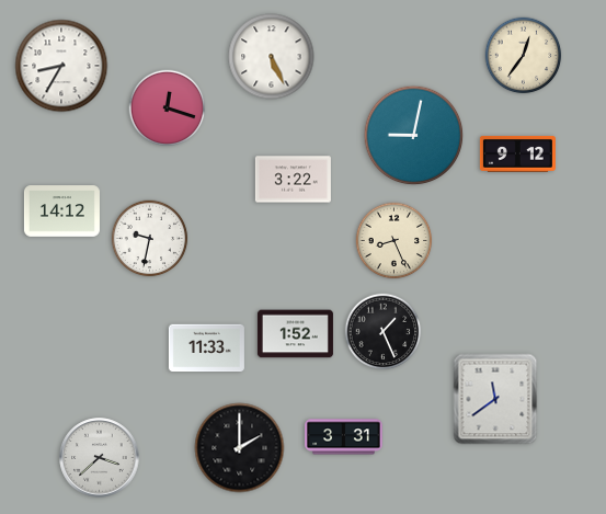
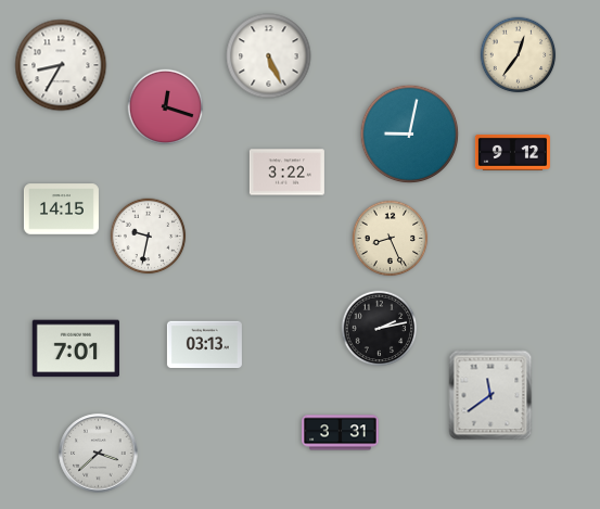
clock at (293, 180) position: (293, 180) -> (286, 173)
clock at (61, 212): 14:12 -> 14:15
clock at (384, 332): 1:26 -> 2:13
clock at (295, 334): 1:52 -> none
clock at (206, 349): 11:33 -> 03:13
clock at (75, 348): none -> 7:01
clock at (240, 448): 2:00 -> none
